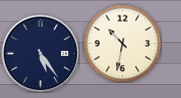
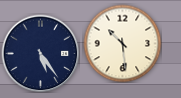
clock at (122, 43): 10:32 -> 10:29
